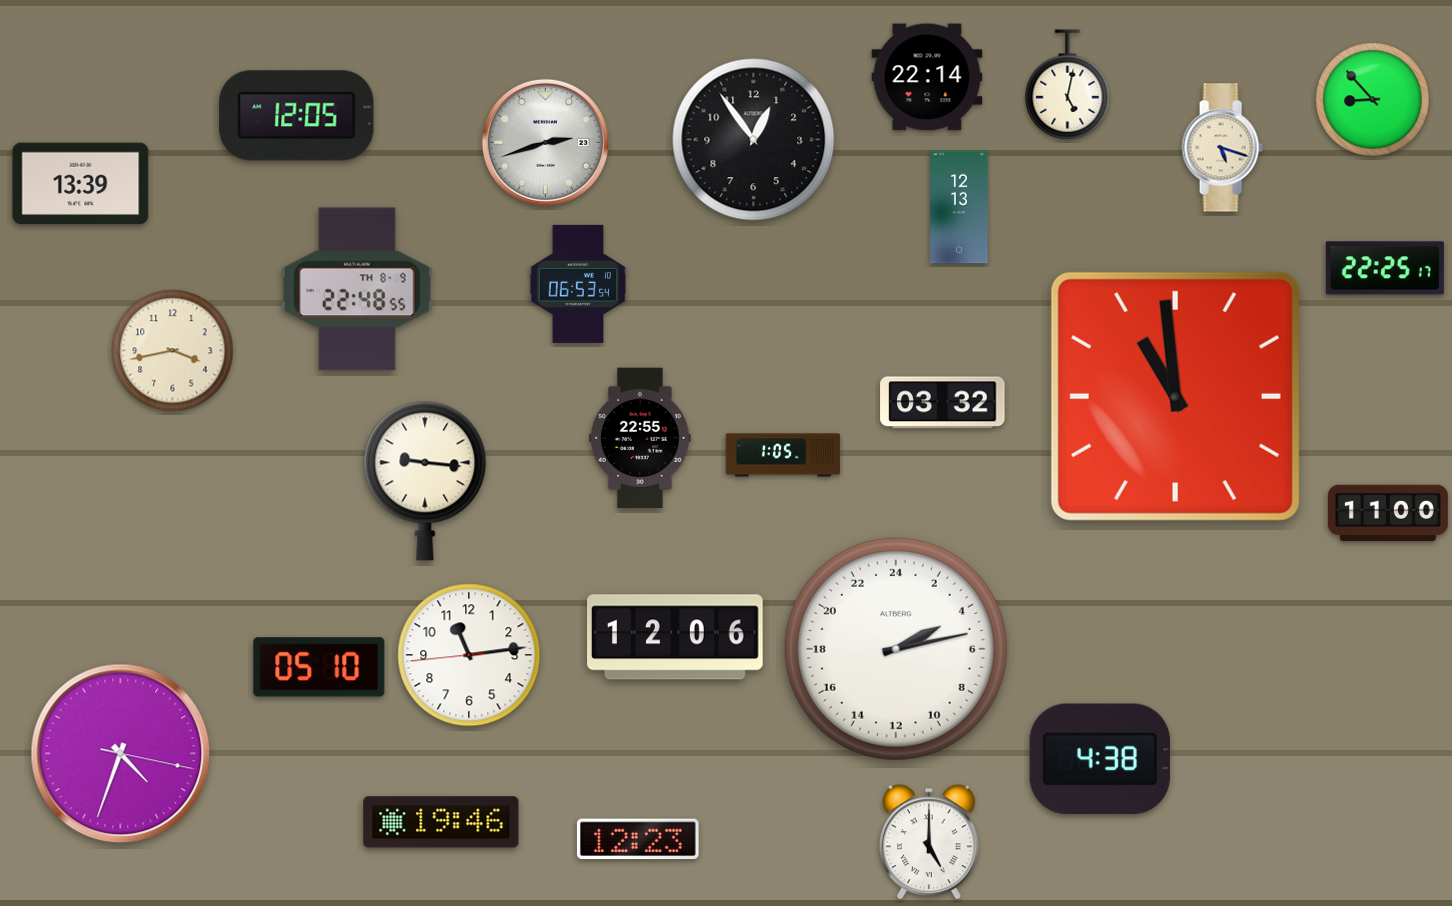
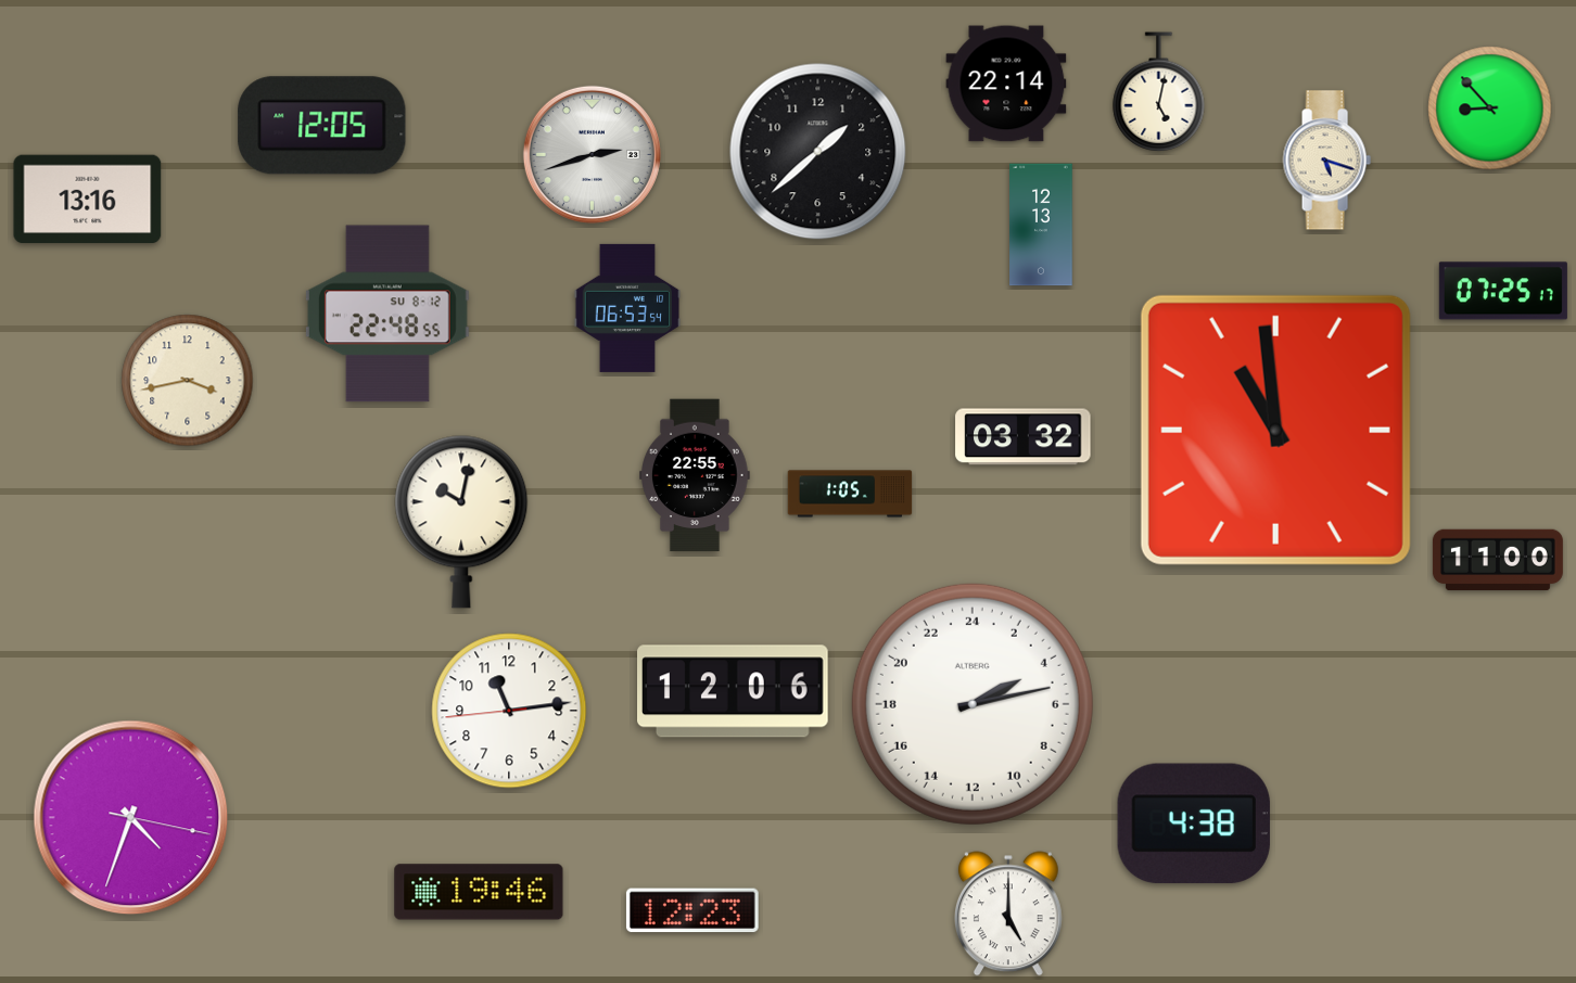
clock at (754, 140): 12:54 -> 1:38
clock at (81, 184): 13:39 -> 13:16
clock at (1385, 268): 22:25 -> 07:25
clock at (357, 289) date: TH 8-9 -> SU 8-12
clock at (425, 481): 9:16 -> 10:02
clock at (1388, 513) position: (1388, 513) -> (1498, 560)
clock at (319, 667): 05:10 -> none
